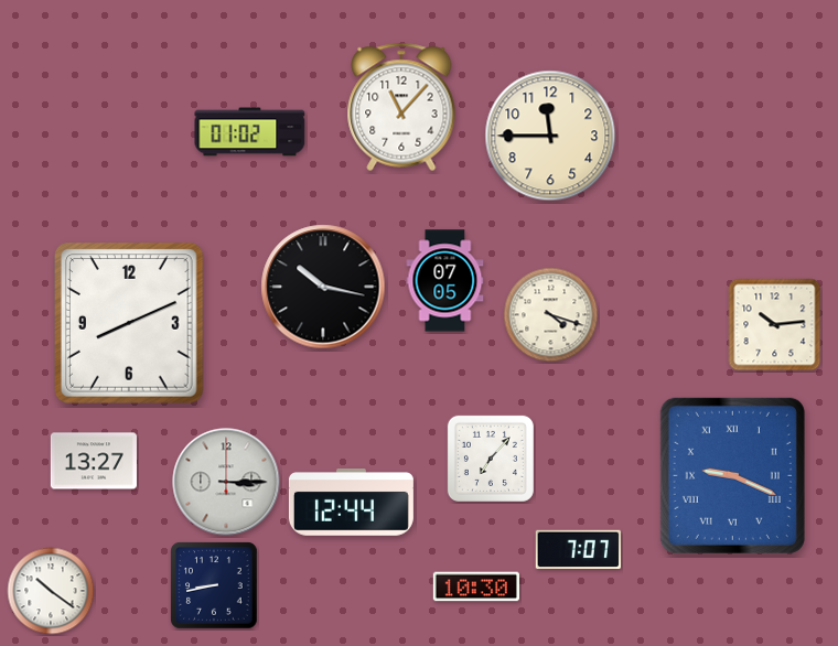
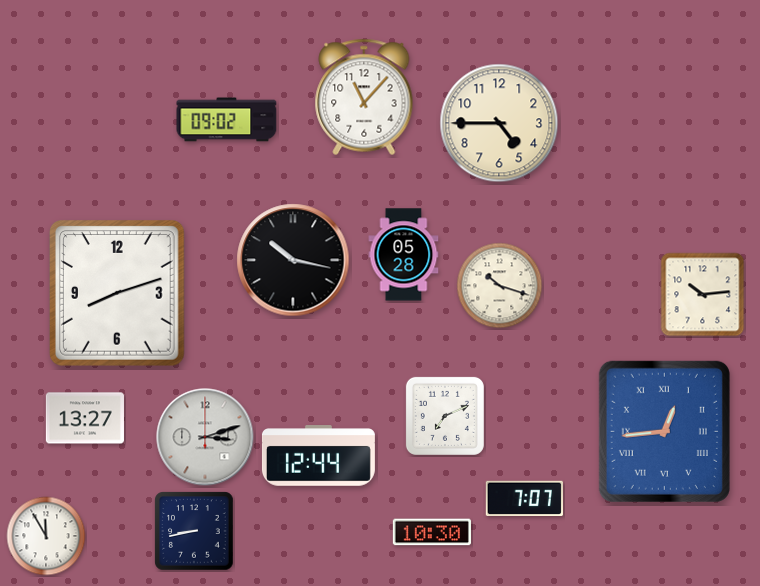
clock at (250, 132): 01:02 -> 09:02
clock at (550, 136): 11:45 -> 4:45
clock at (445, 281): 07:05 -> 05:28
clock at (551, 315): 4:18 -> 10:18
clock at (130, 324): 8:11 -> 8:12
clock at (491, 459): 7:07 -> 7:11
clock at (732, 475): 9:19 -> 12:44
clock at (226, 482): 3:15 -> 3:12
clock at (51, 591): 10:21 -> 11:55
